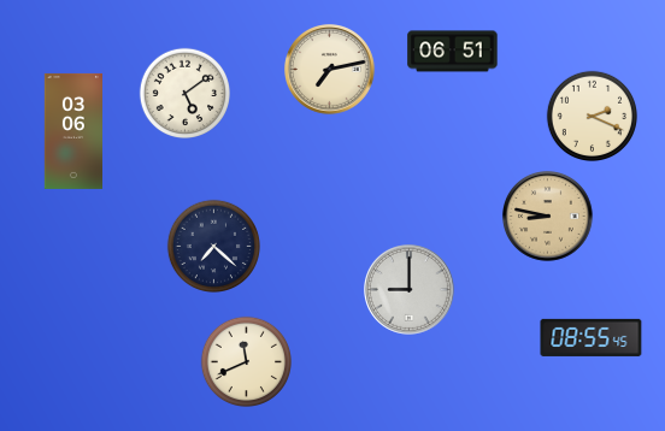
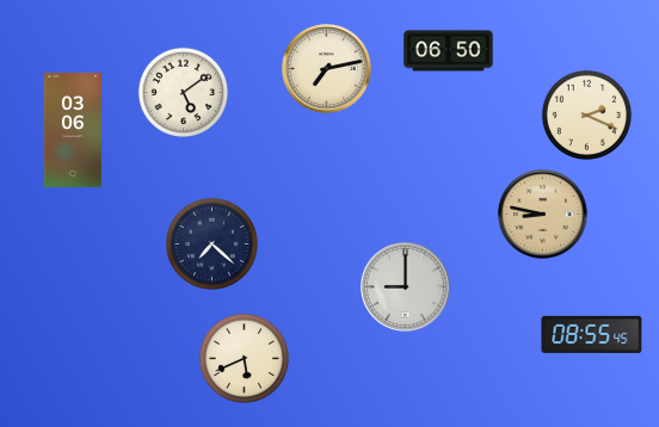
clock at (453, 52): 06:51 -> 06:50
clock at (592, 337) position: (592, 337) -> (592, 334)
clock at (246, 361): 11:41 -> 5:41
